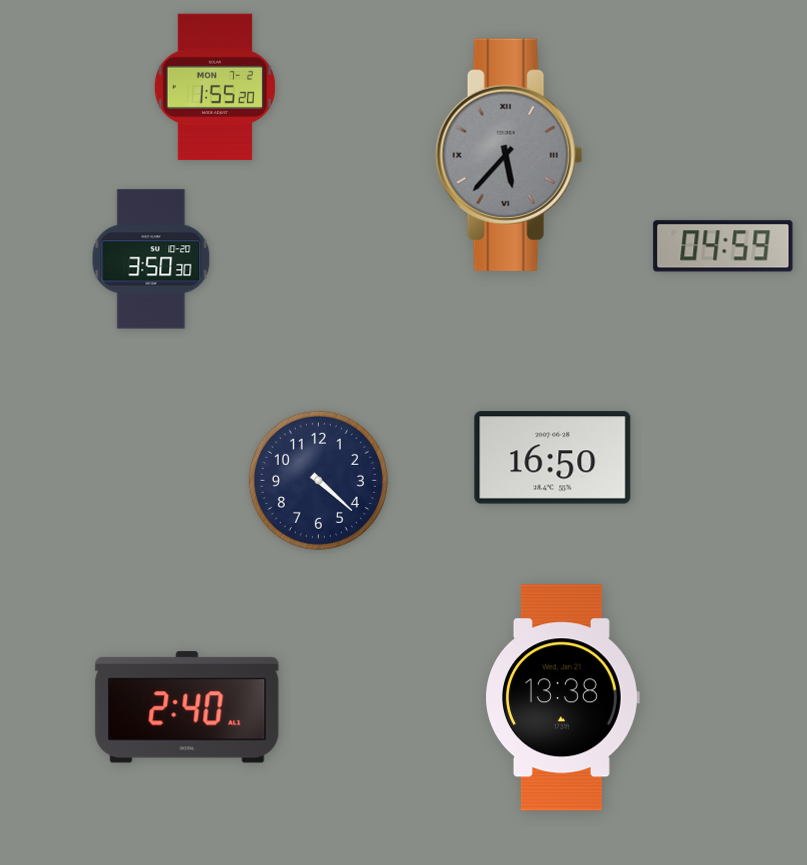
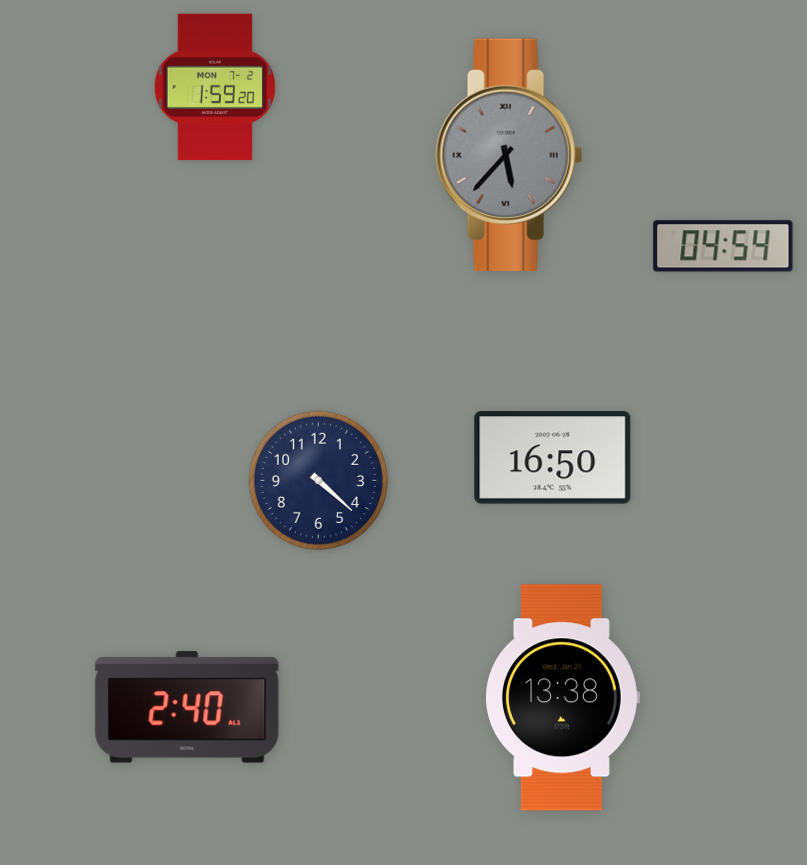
clock at (215, 87): 1:55 -> 1:59
clock at (723, 246): 04:59 -> 04:54
clock at (151, 259): 3:50 -> none
